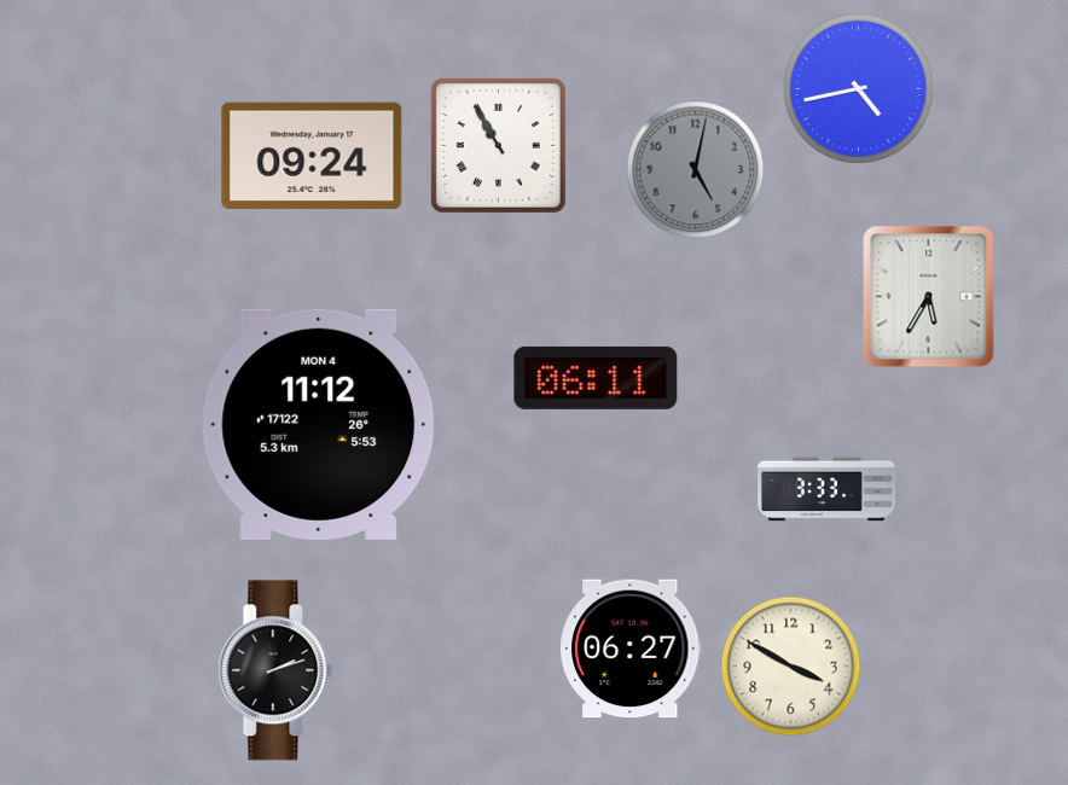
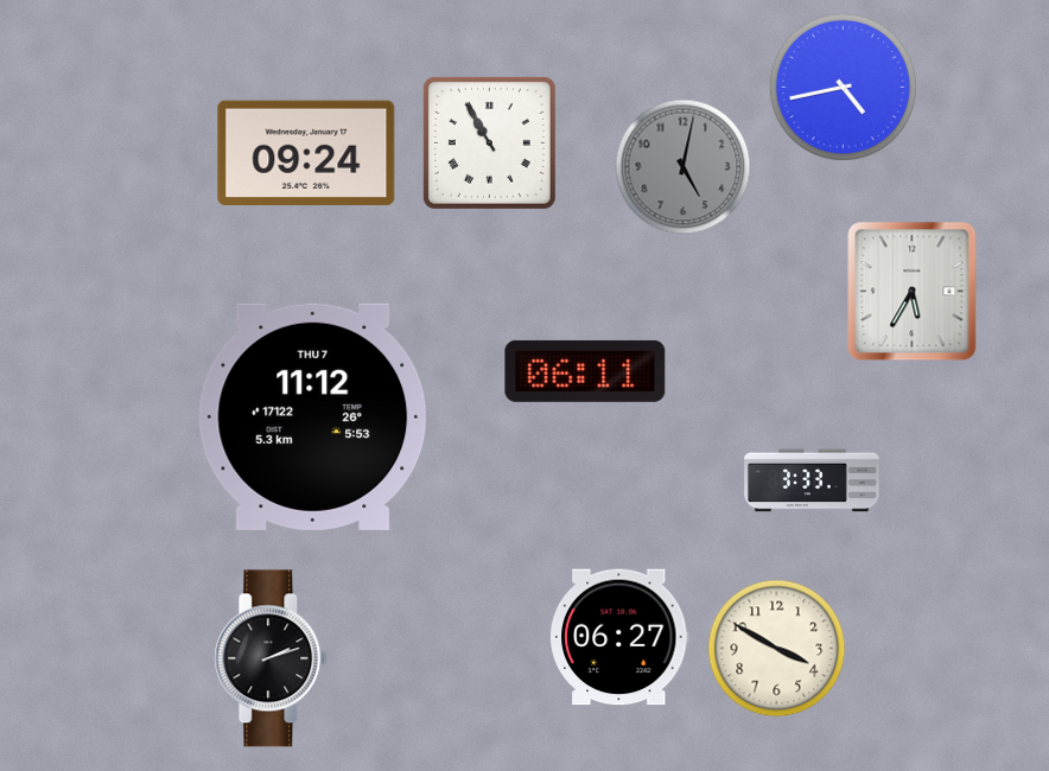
clock at (320, 424) date: MON 4 -> THU 7
clock at (791, 667) position: (791, 667) -> (777, 649)
